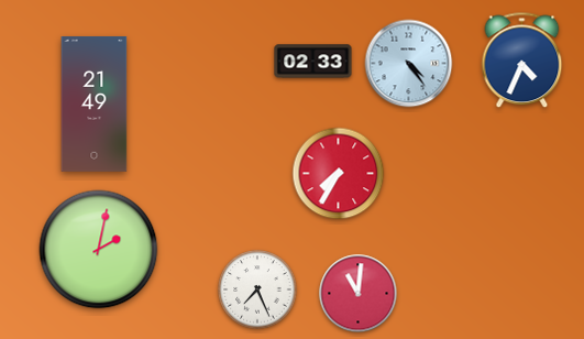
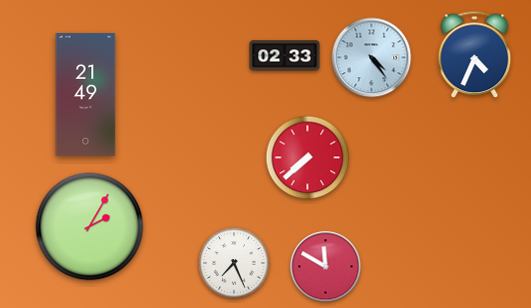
clock at (339, 174): 7:35 -> 7:38
clock at (99, 250): 2:02 -> 2:05
clock at (359, 294): 11:01 -> 11:50
